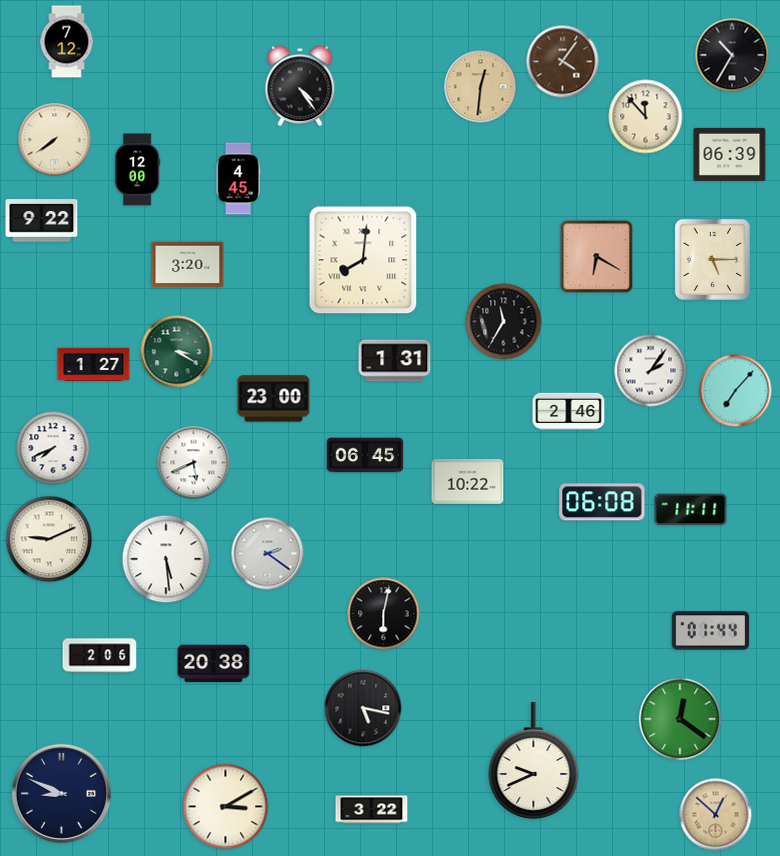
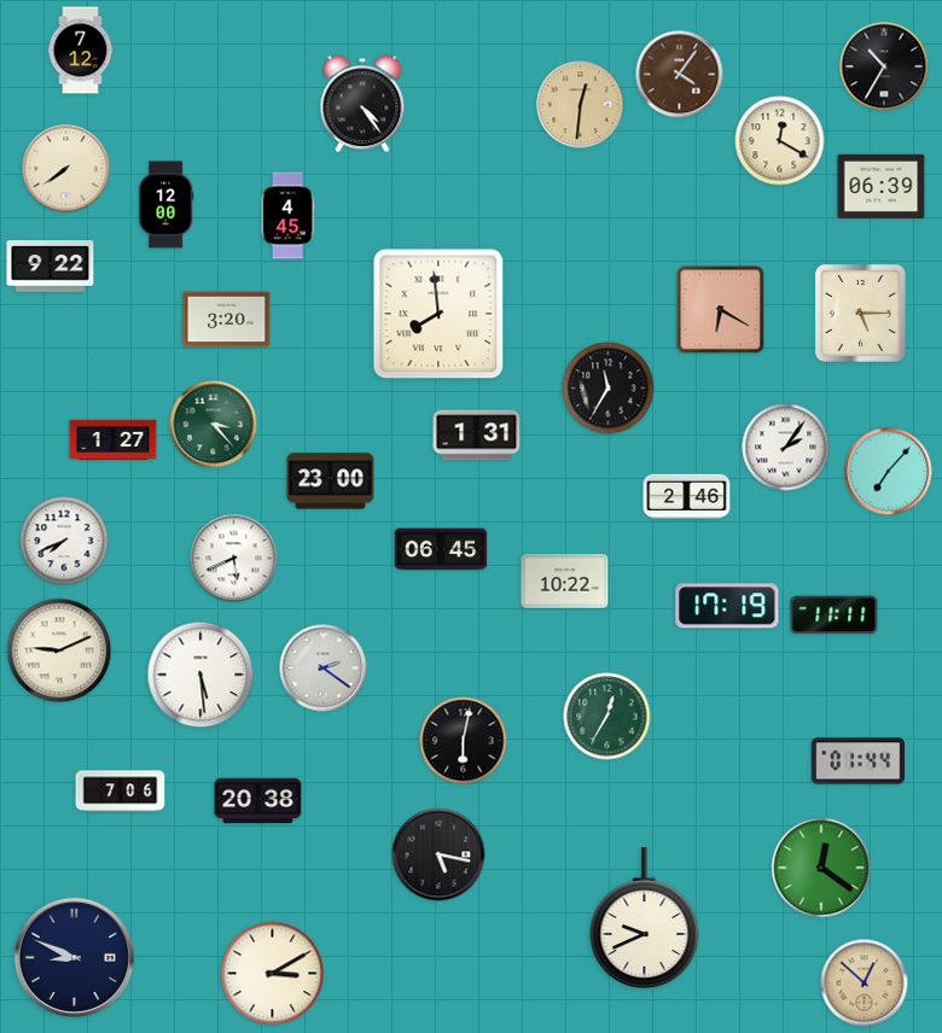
clock at (646, 117): 11:53 -> 12:20
clock at (363, 260): 8:01 -> 7:59
clock at (177, 352): 3:20 -> 3:23
clock at (602, 502): 06:08 -> 17:19
clock at (607, 717): none -> 12:35
clock at (100, 656): 2:06 -> 7:06
clock at (372, 810): 3:22 -> none
